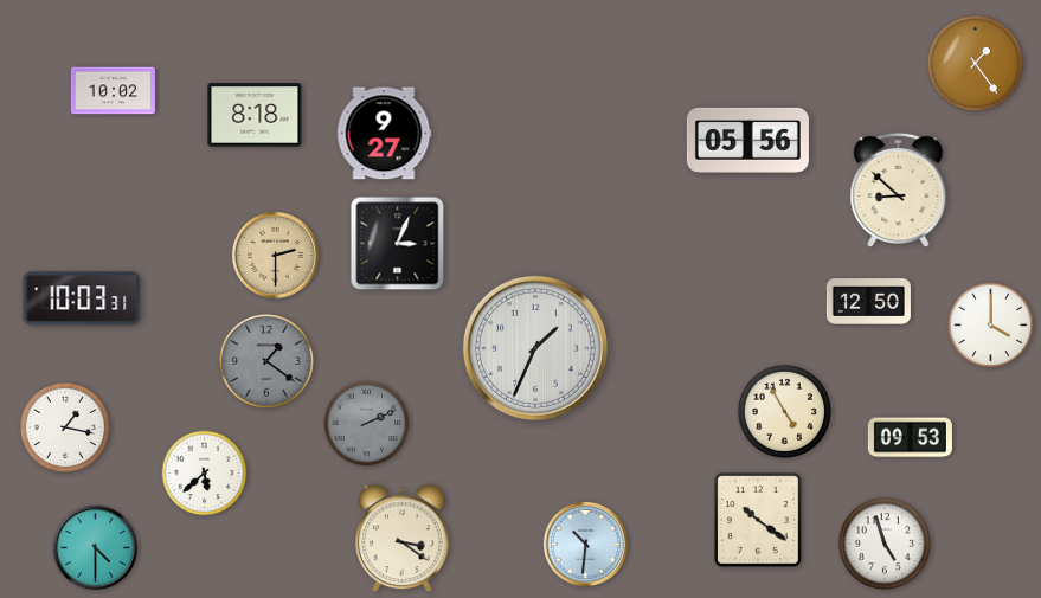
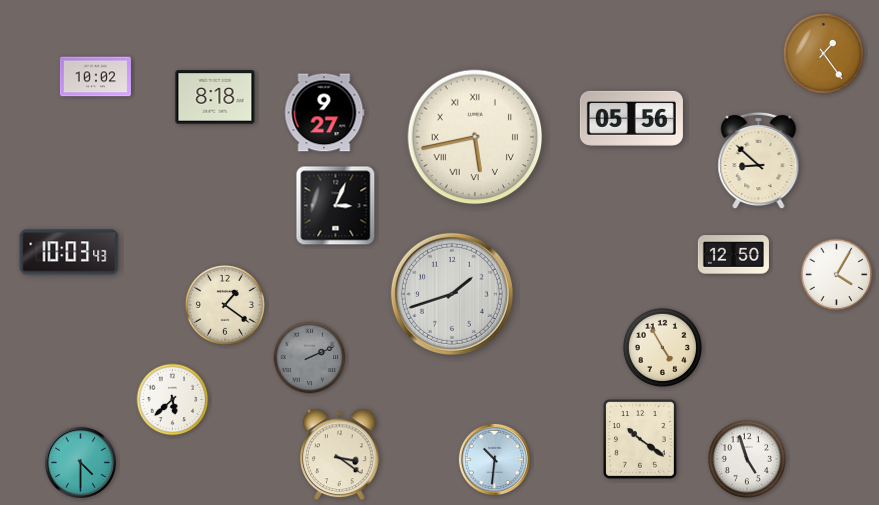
clock at (475, 137): none -> 5:43
clock at (275, 255): 2:30 -> none
clock at (82, 298): 10:03:31 -> 10:03:43
clock at (991, 326): 4:00 -> 4:05
clock at (535, 348): 1:34 -> 1:42
clock at (266, 361) dial: grey -> cream
clock at (64, 426): 1:17 -> none
clock at (910, 438): 09:53 -> none
